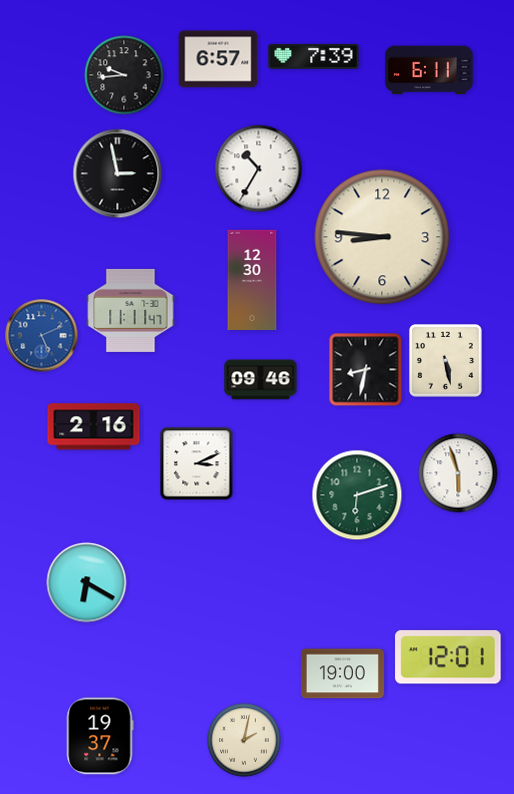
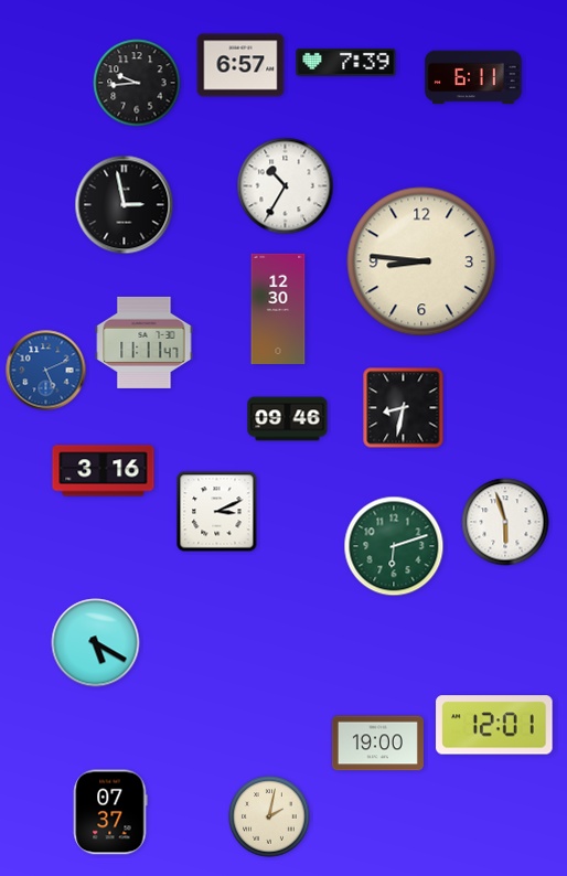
clock at (118, 174) position: (118, 174) -> (125, 205)
clock at (446, 361): 5:28 -> none
clock at (94, 427): 2:16 -> 3:16
clock at (87, 583): 6:20 -> 5:20
clock at (100, 736): 19:37 -> 07:37
